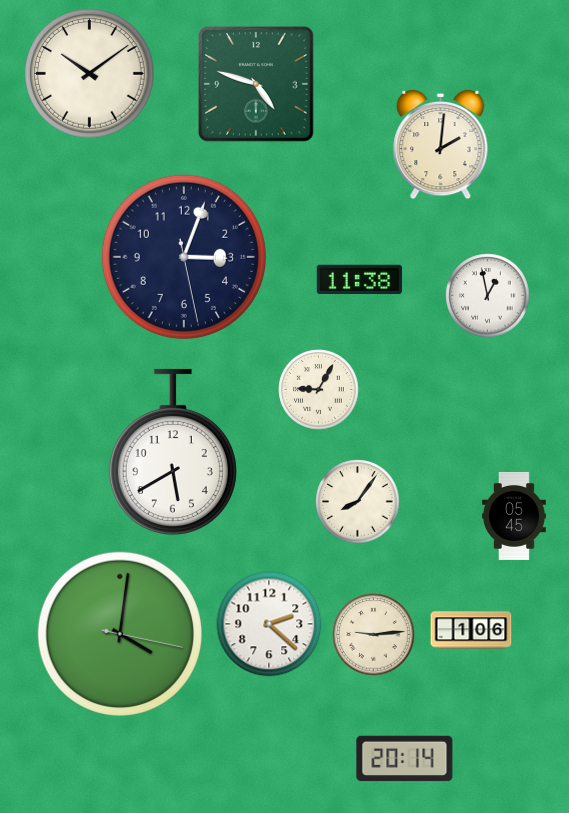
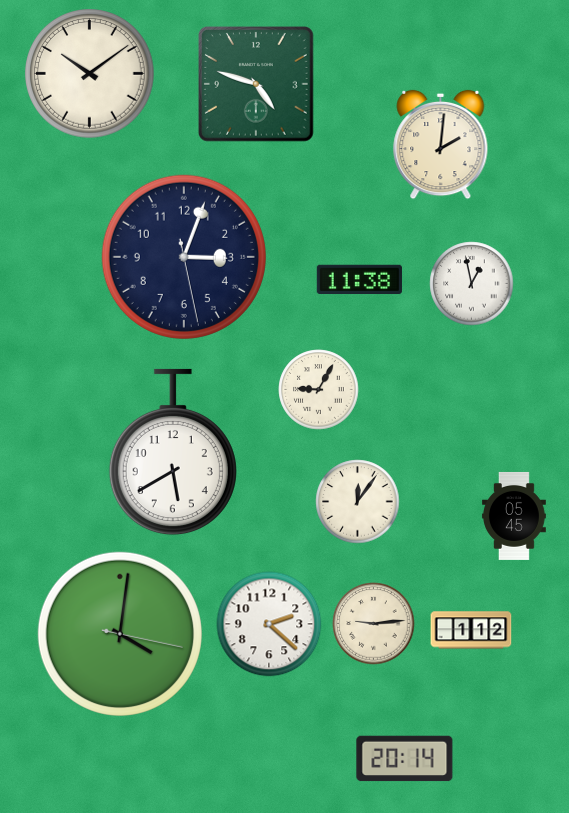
clock at (488, 296) position: (488, 296) -> (472, 284)
clock at (358, 502): 8:06 -> 12:06
clock at (471, 630): 1:06 -> 1:12
clock at (374, 635) position: (374, 635) -> (374, 624)
